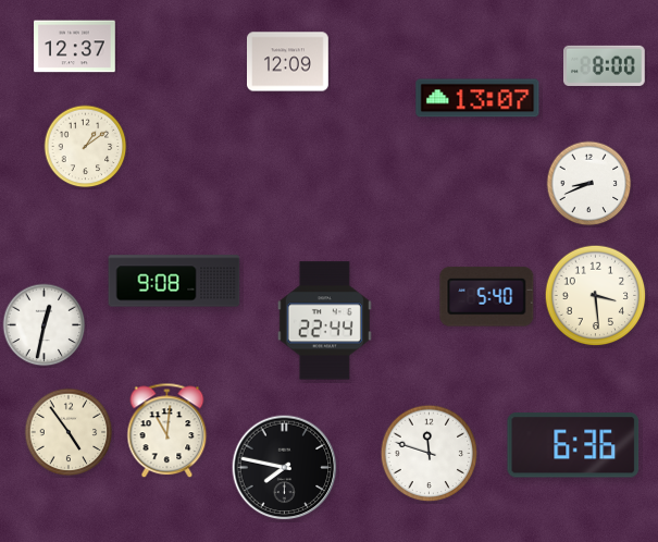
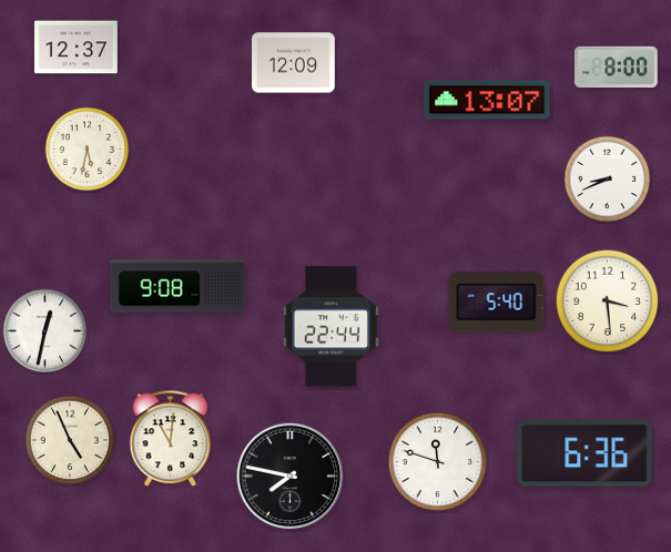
clock at (86, 147): 1:09 -> 5:32
clock at (589, 184) position: (589, 184) -> (608, 180)
clock at (69, 432): 4:54 -> 4:56
